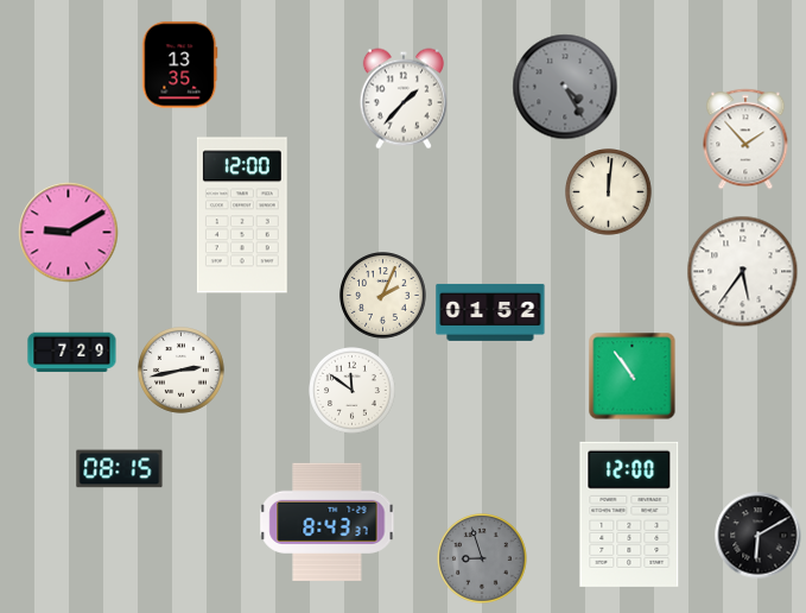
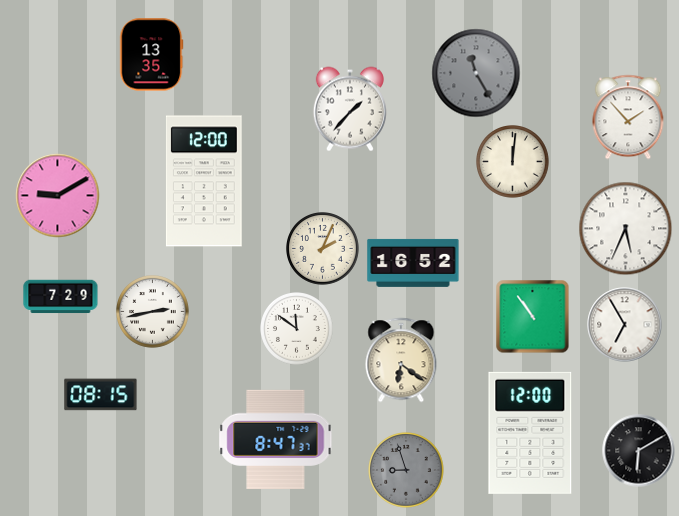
clock at (565, 87): 4:25 -> 11:25
clock at (404, 99) position: (404, 99) -> (350, 109)
clock at (743, 272): 5:36 -> 5:34
clock at (490, 312): 01:52 -> 16:52
clock at (625, 325): none -> 6:55
clock at (401, 360): none -> 6:21
clock at (328, 522): 8:43 -> 8:47
